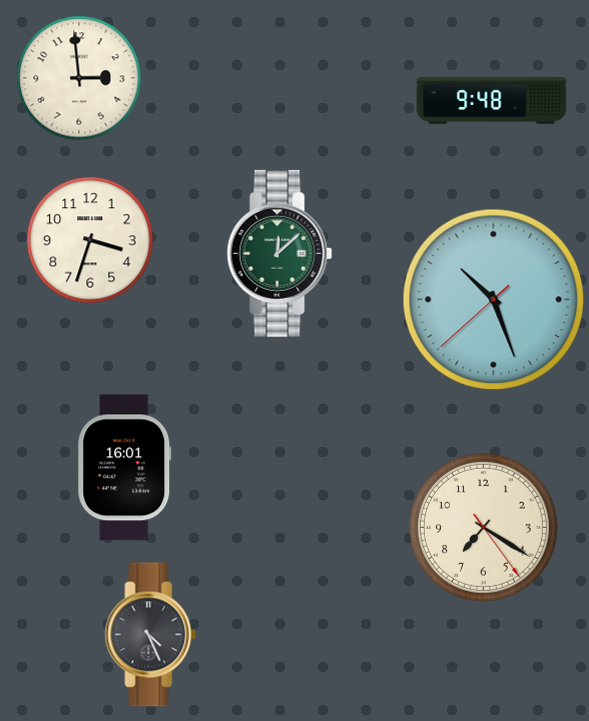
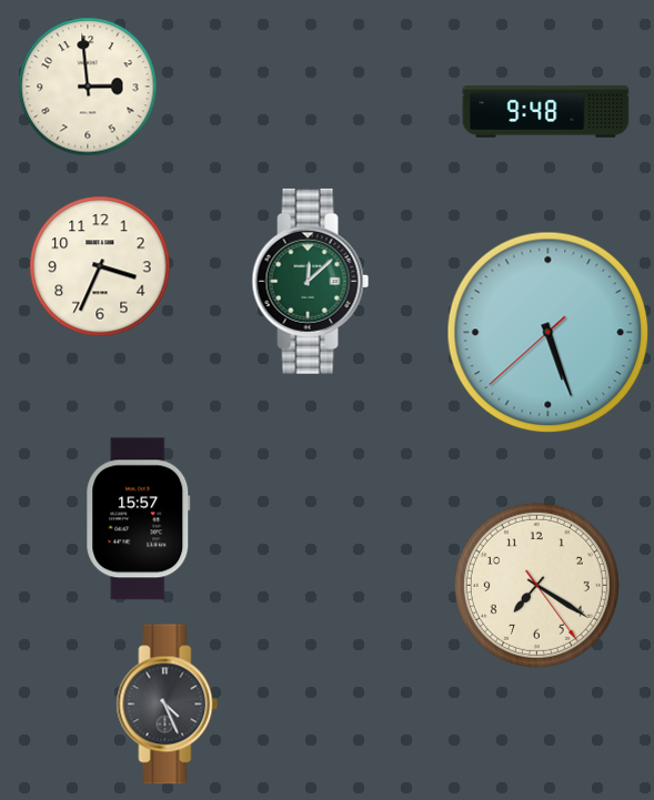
clock at (90, 240): 3:33 -> 3:34
clock at (494, 300): 10:26 -> 5:26
clock at (125, 468): 16:01 -> 15:57
